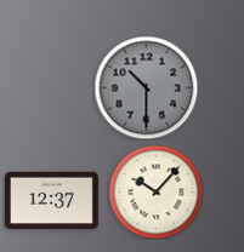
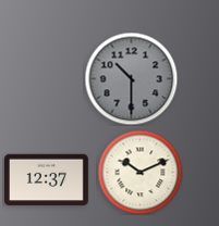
clock at (155, 191): 10:07 -> 10:11
